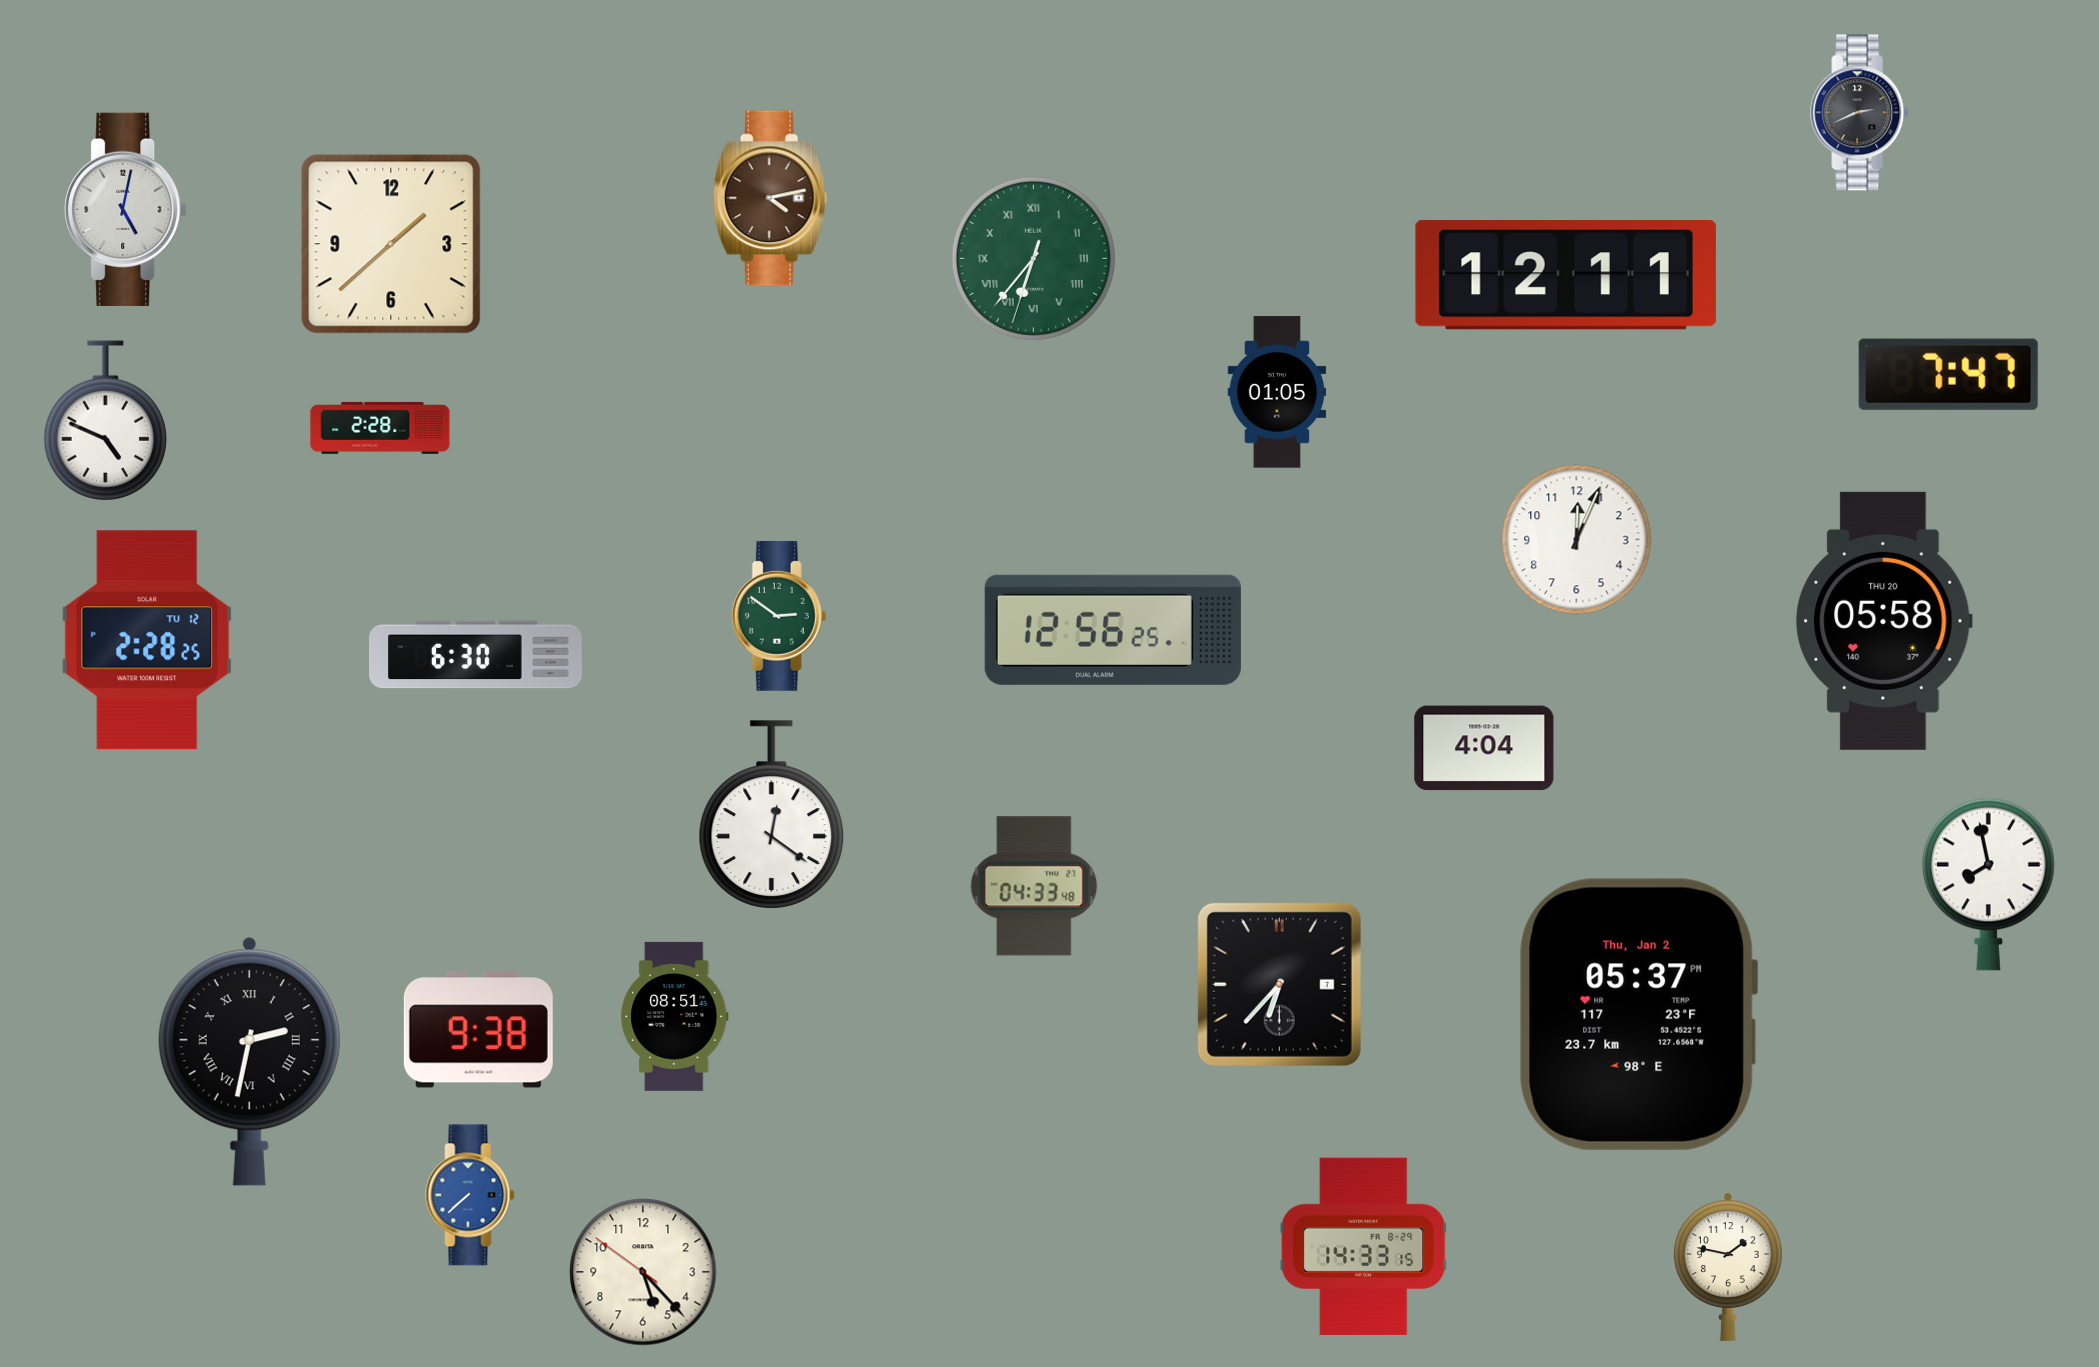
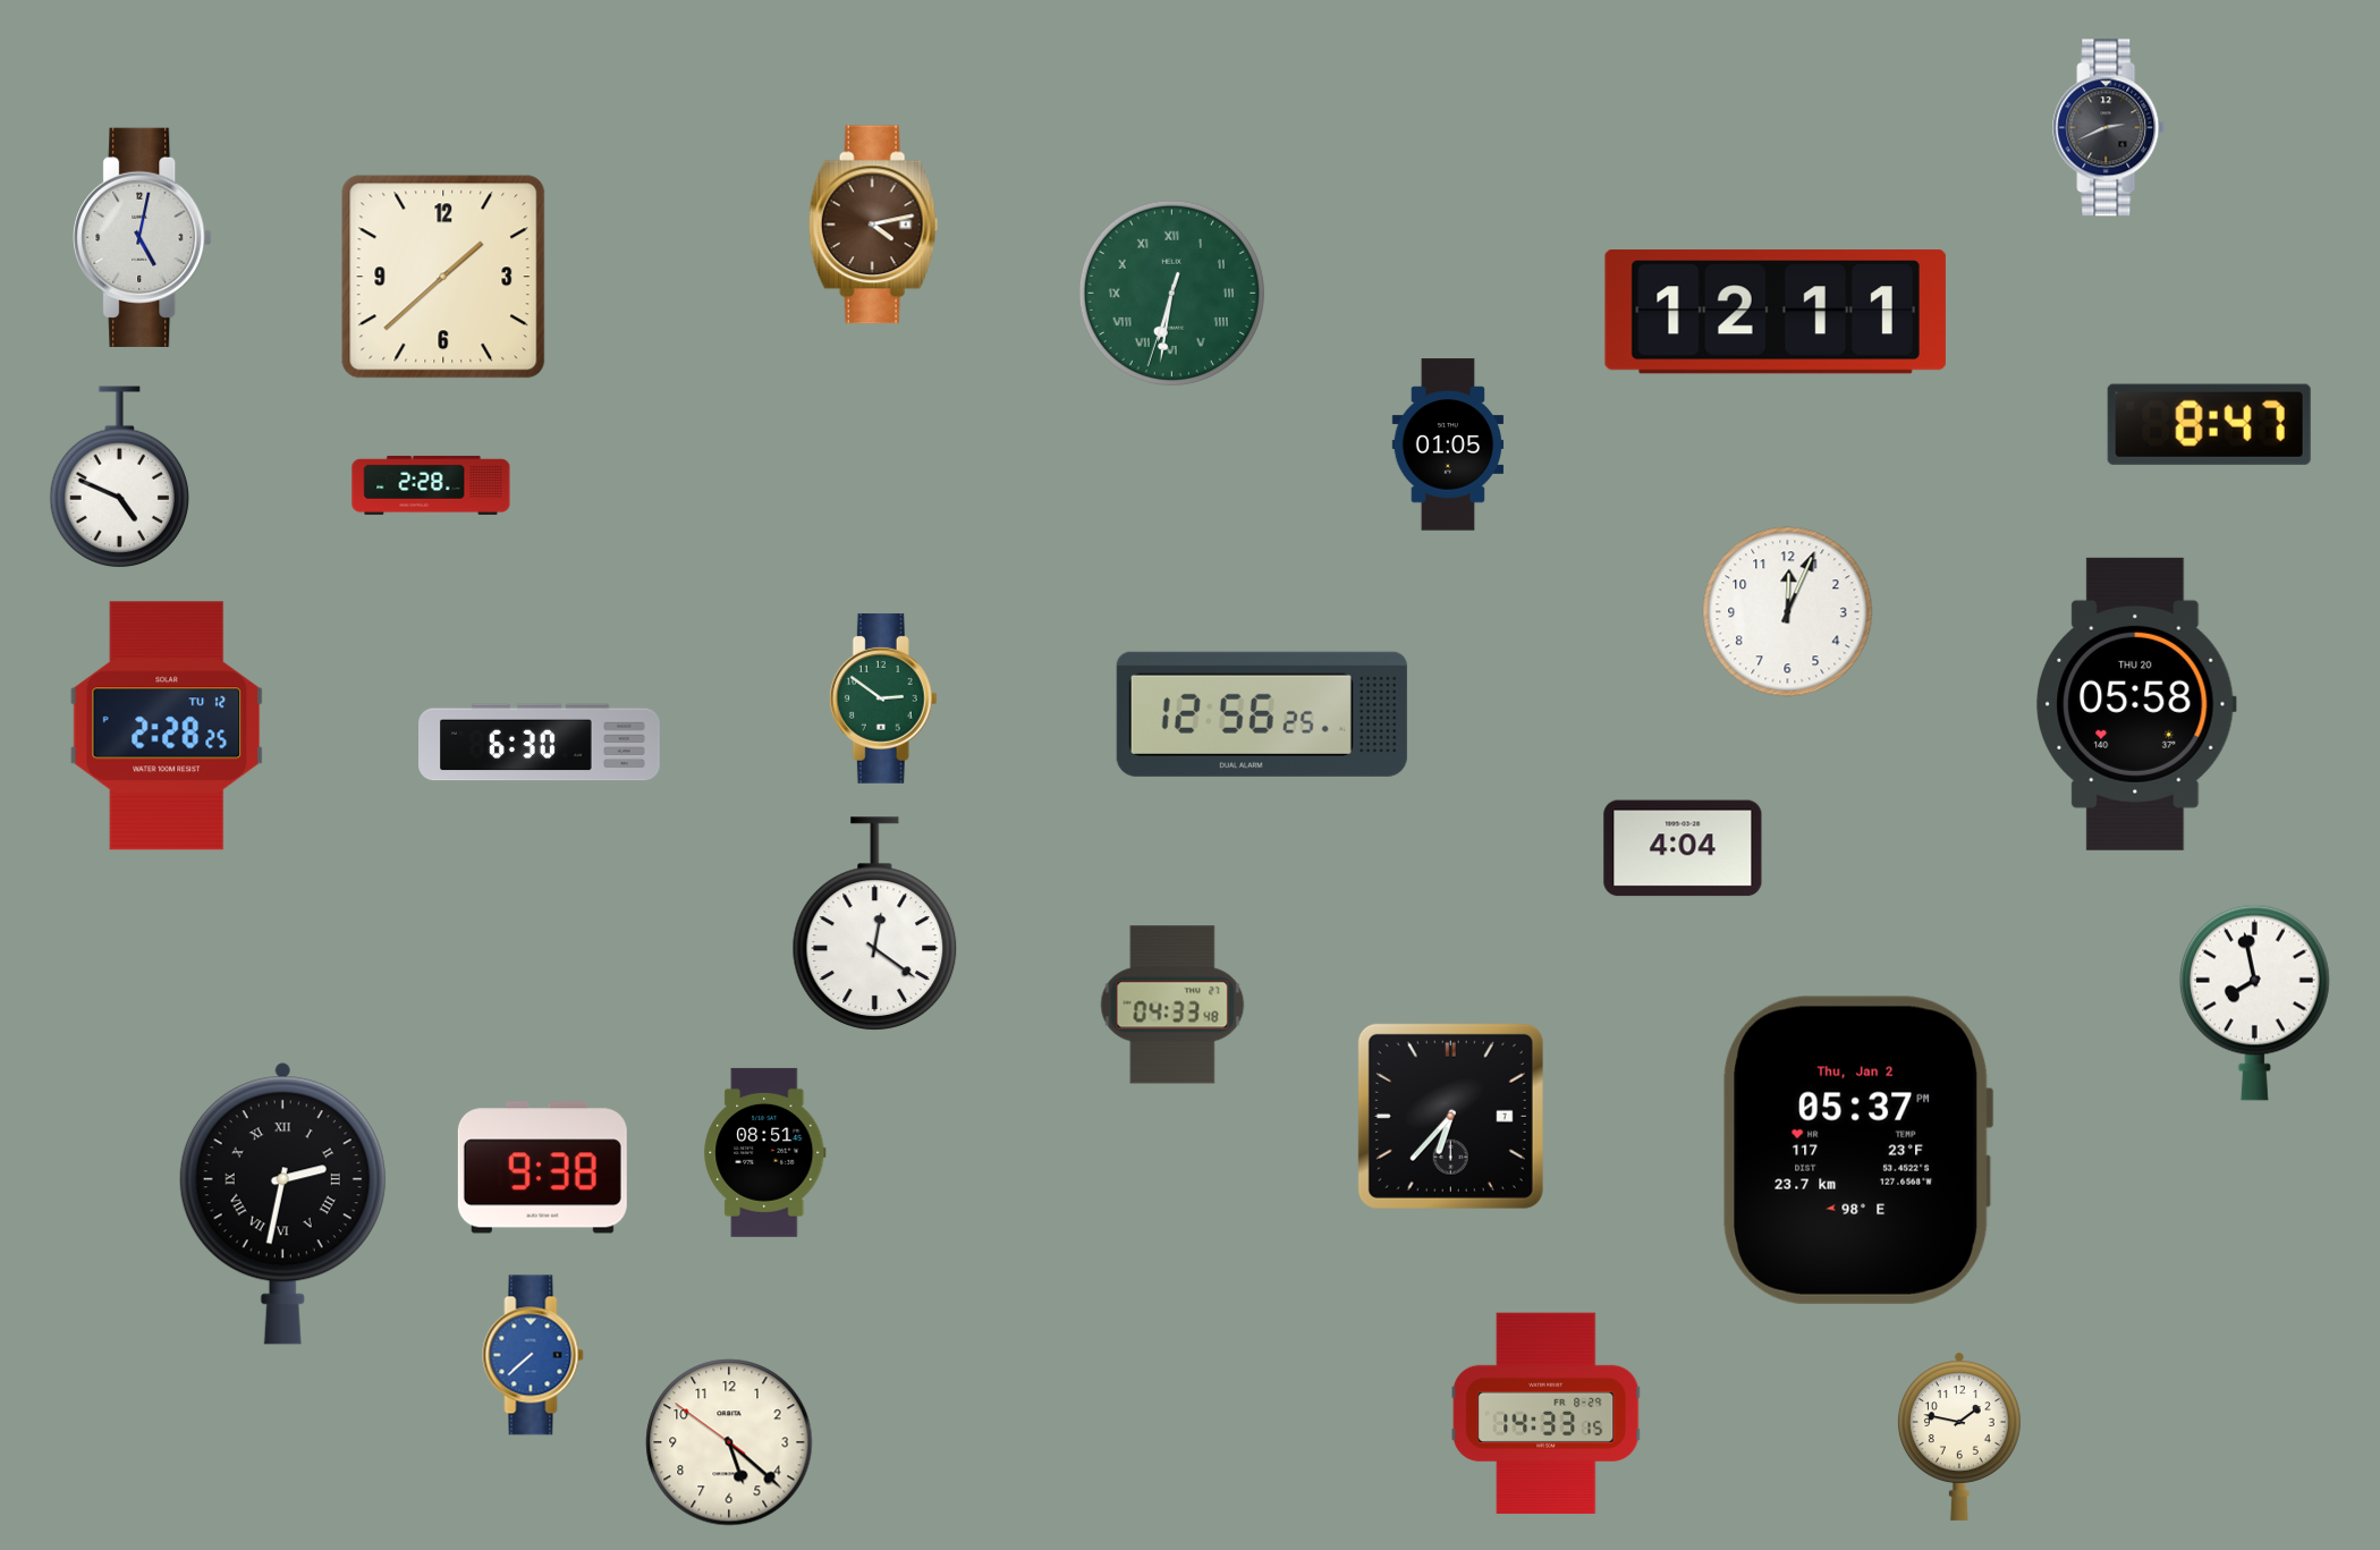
clock at (1033, 258): 6:36 -> 6:31
clock at (1948, 374): 7:47 -> 8:47
clock at (643, 1272): 5:22 -> 5:21
